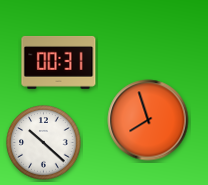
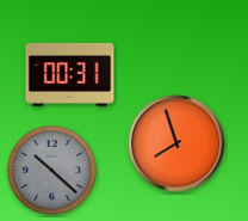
clock at (44, 143) dial: white -> grey
